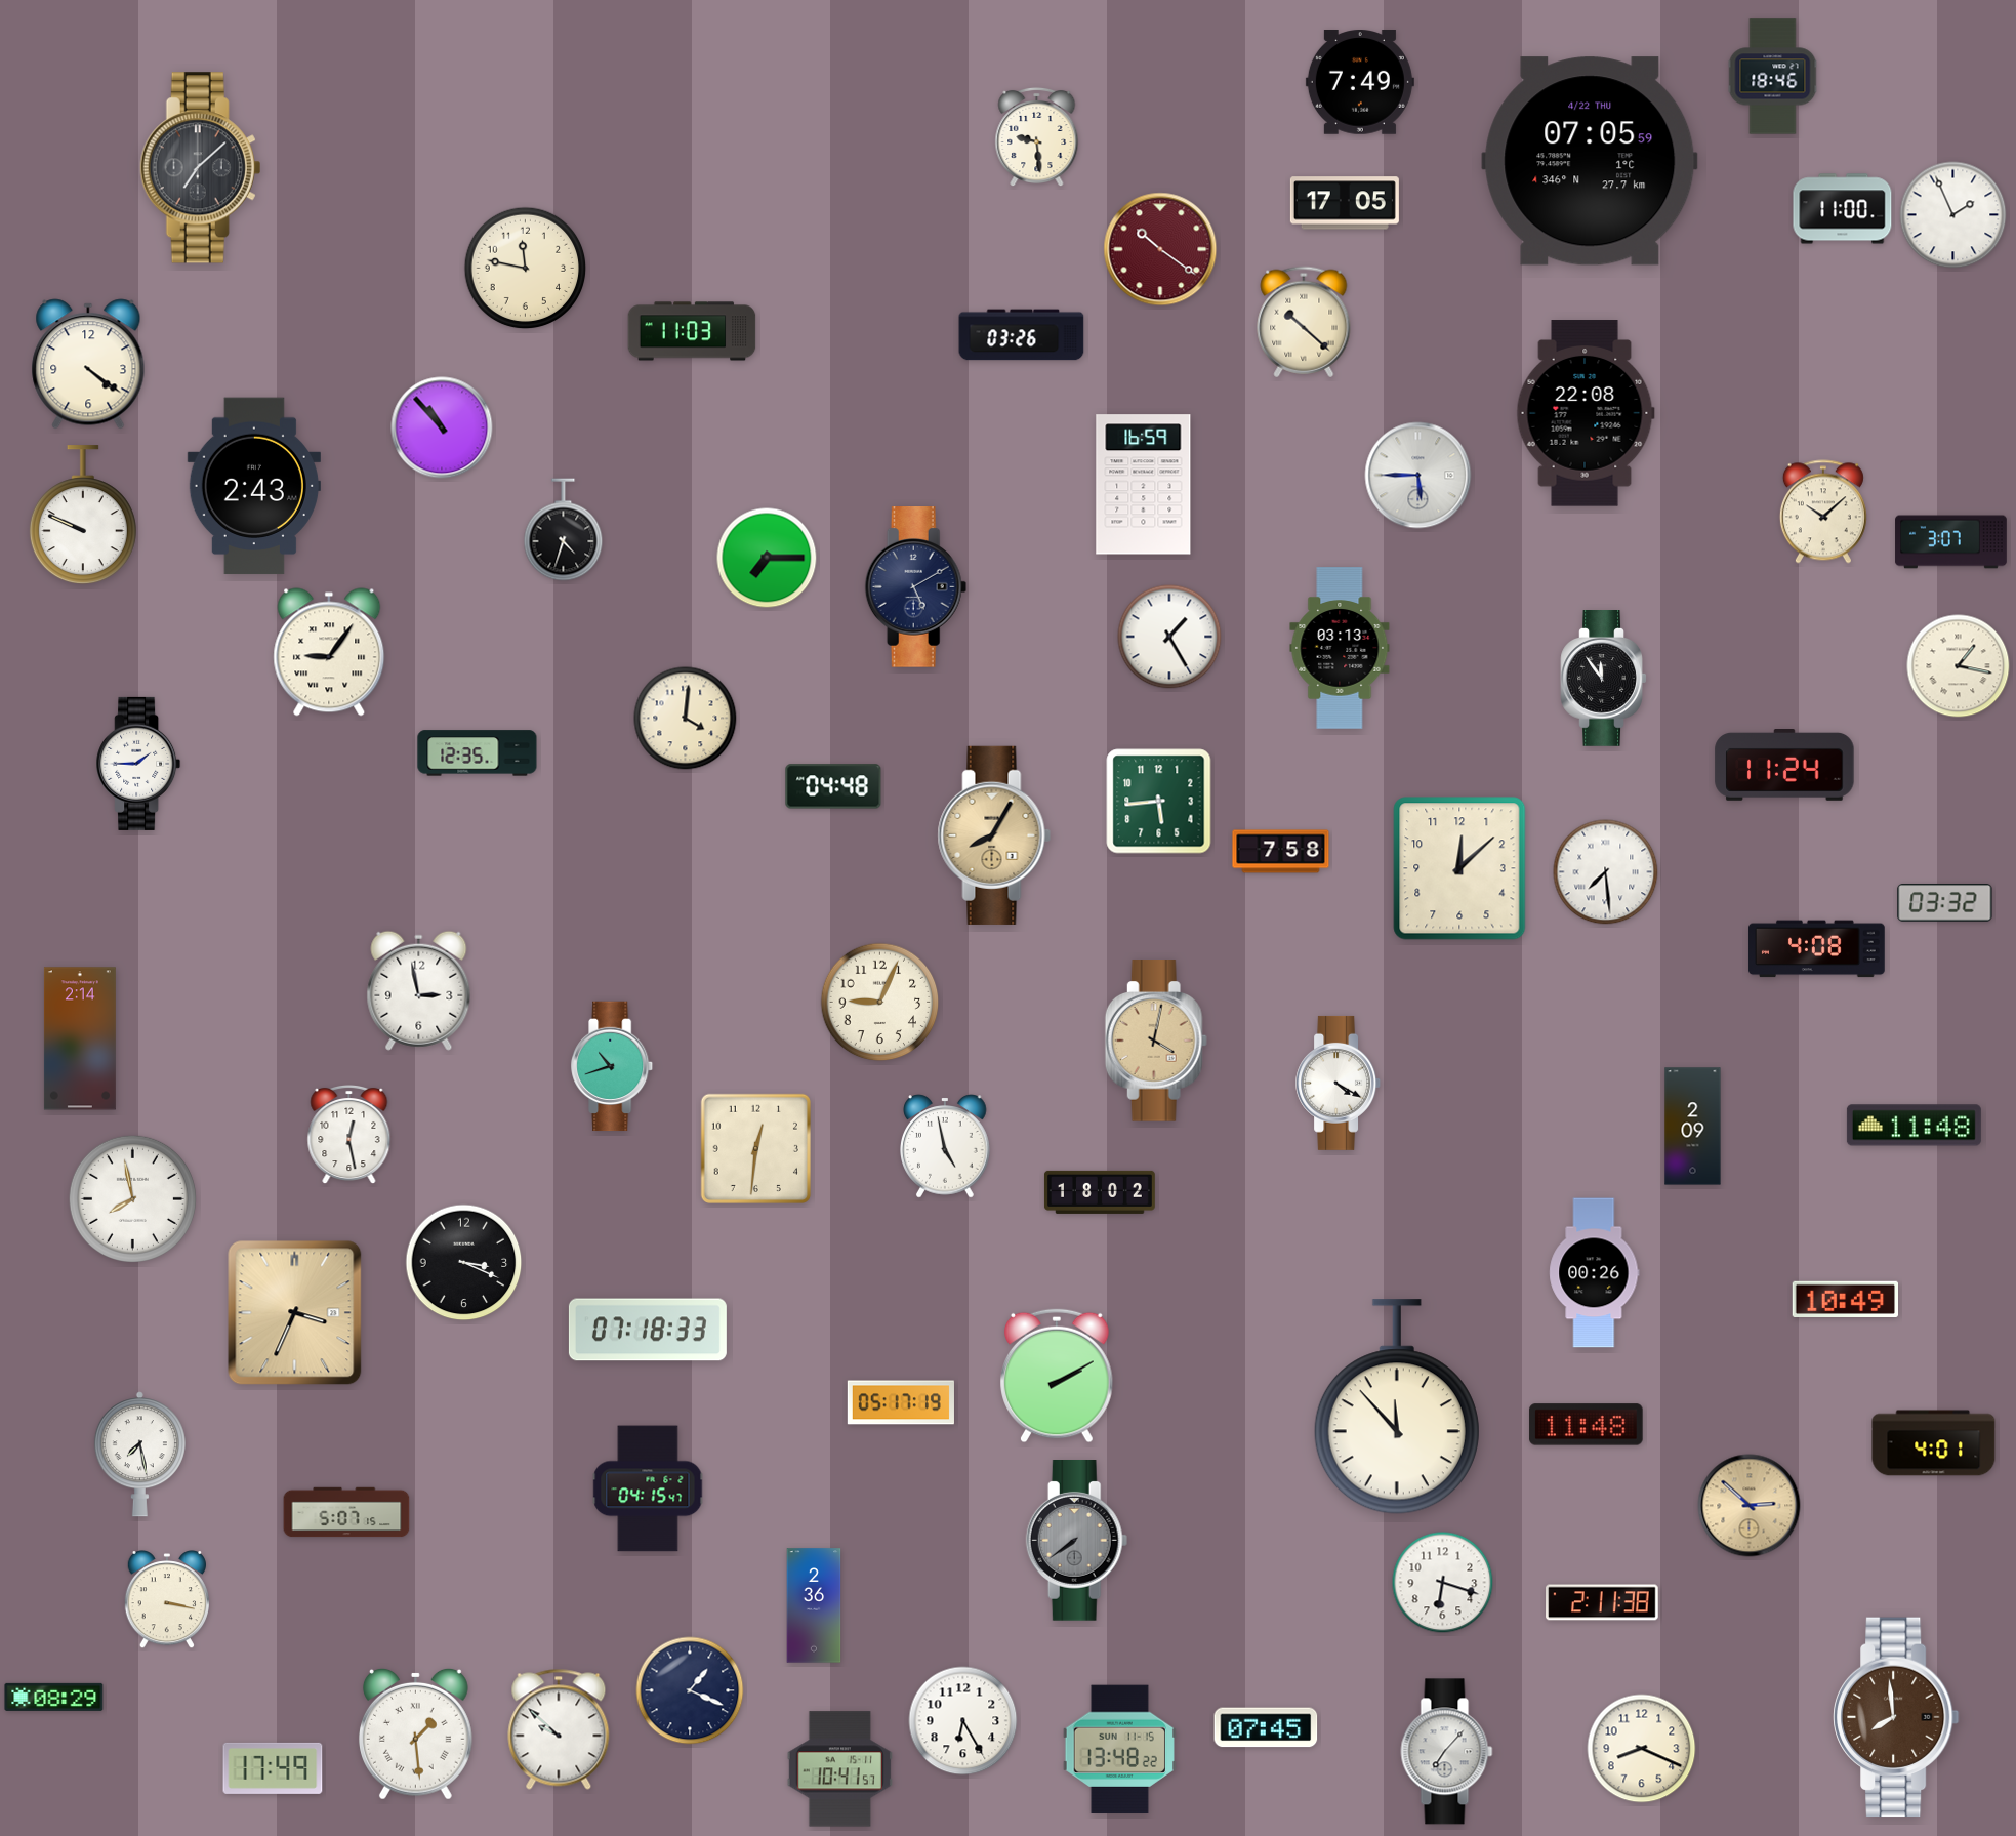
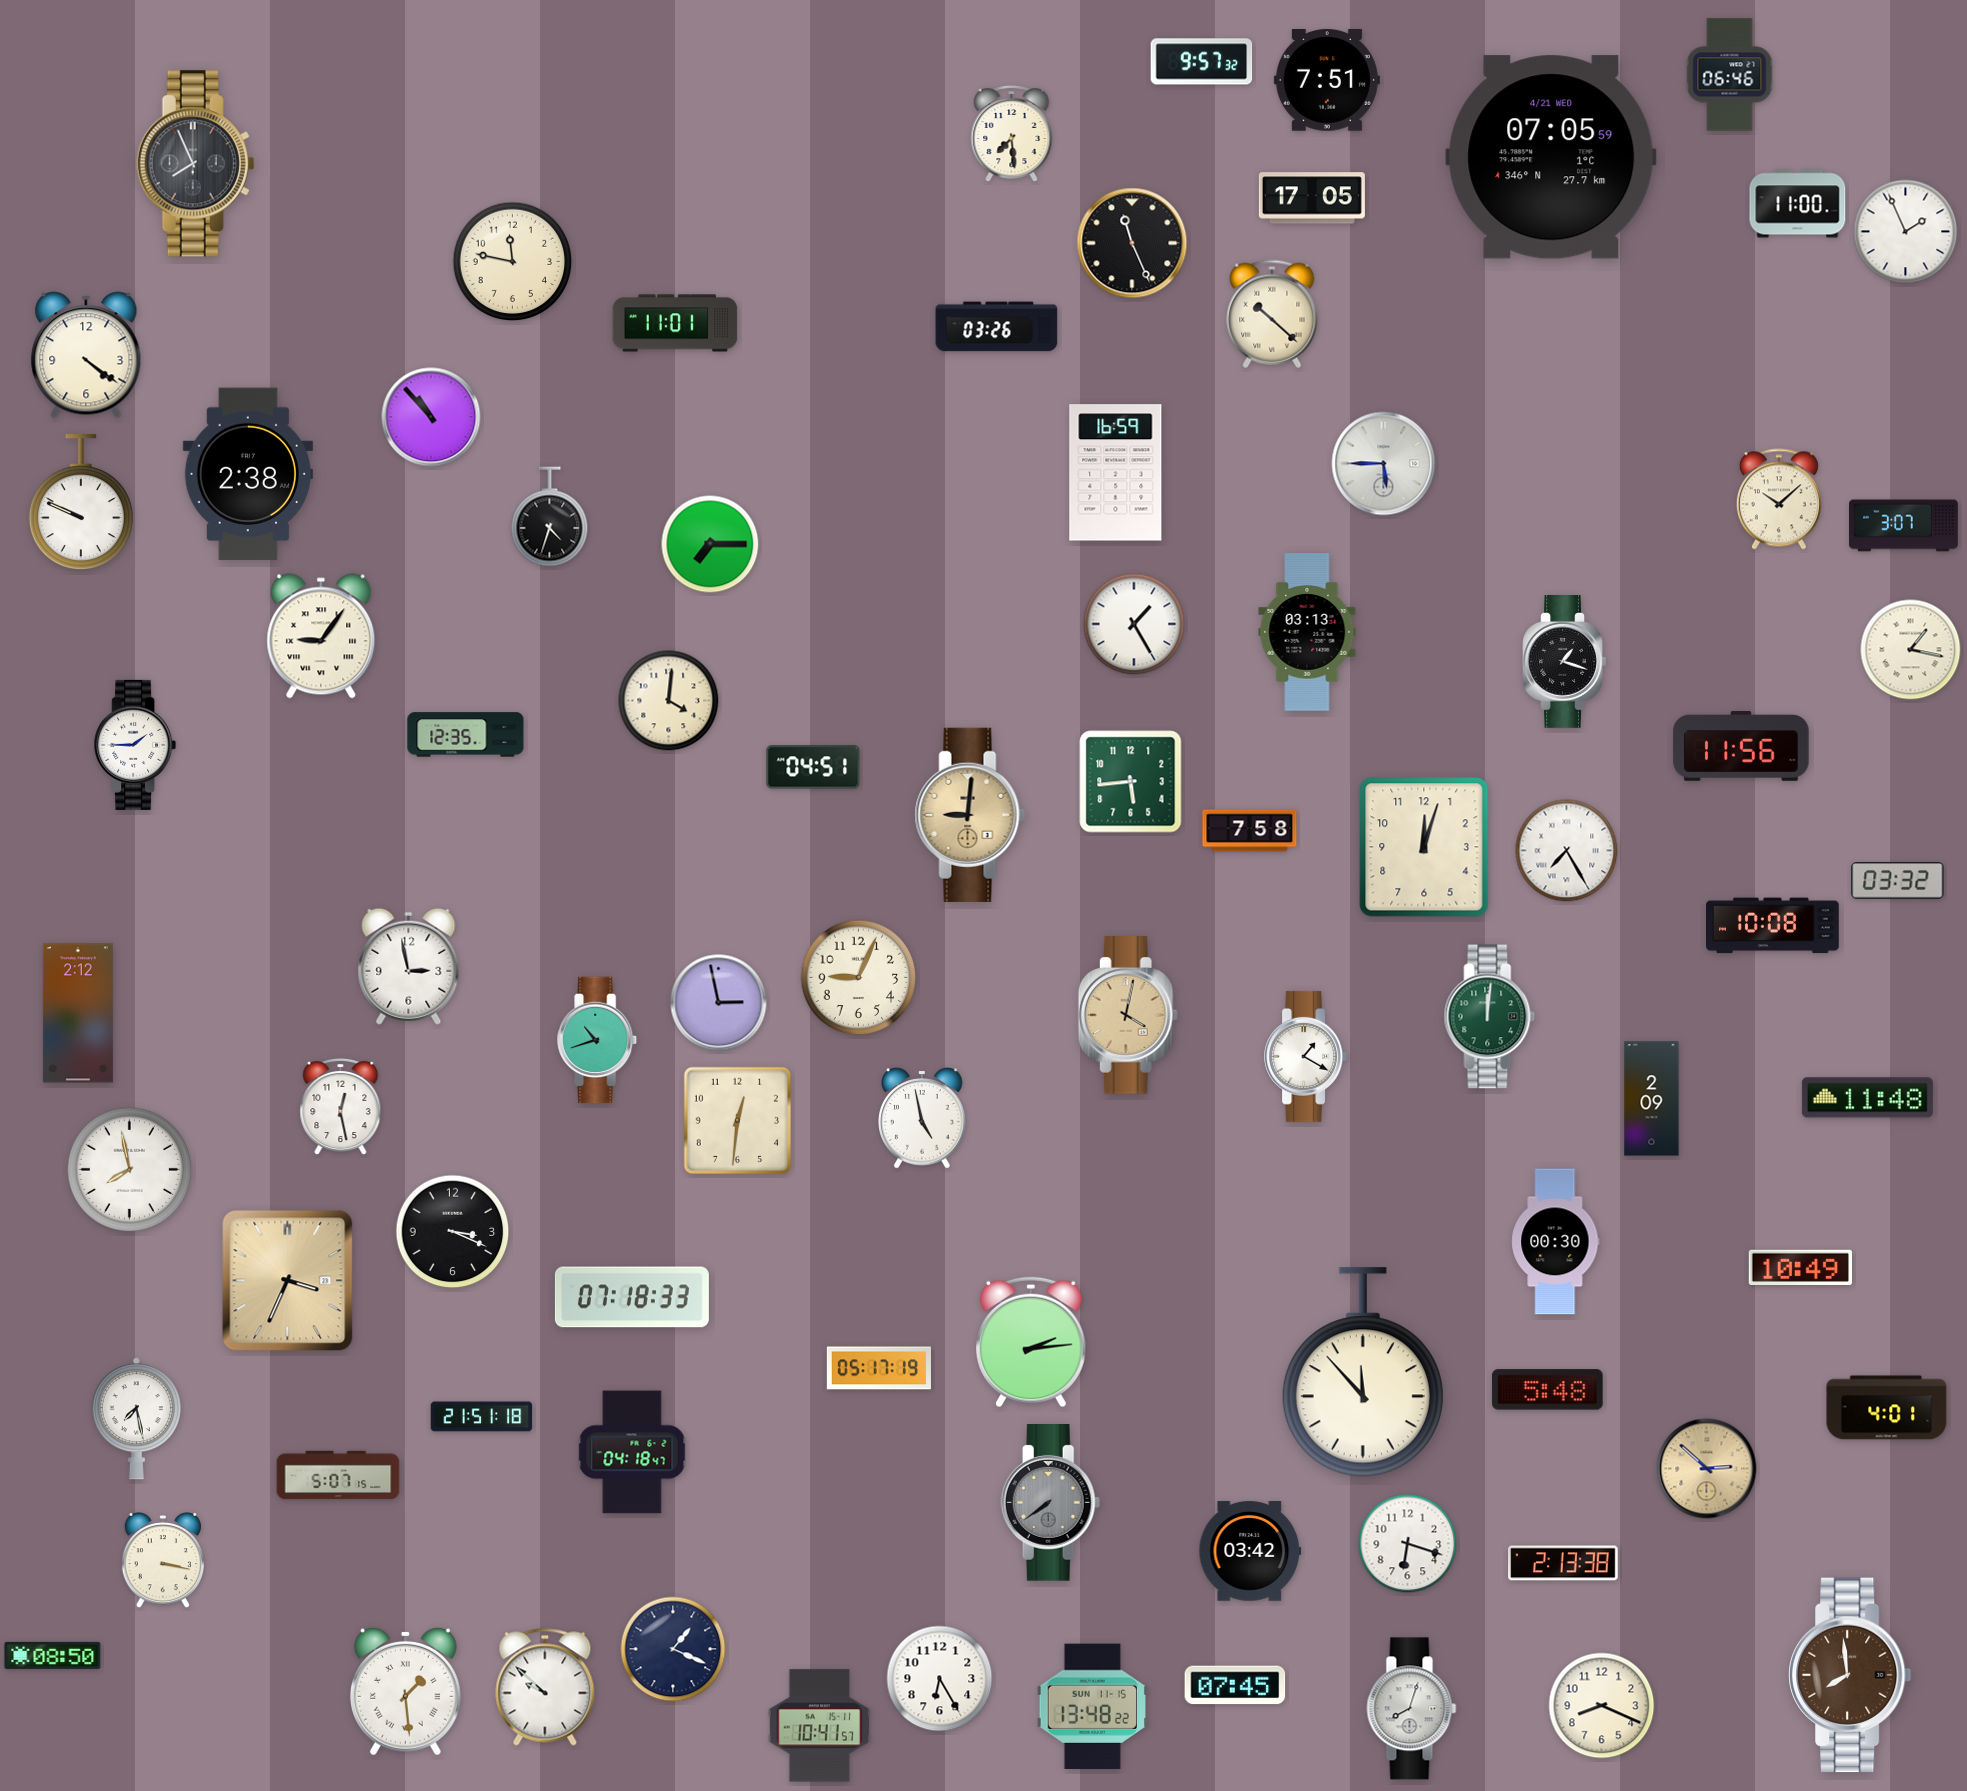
clock at (1202, 62): none -> 9:57
clock at (1773, 77): 18:46 -> 06:46
clock at (1360, 83): 7:49 -> 7:51
clock at (1037, 137): 9:29 -> 7:29
clock at (1590, 161) date: 4/22 THU -> 4/21 WED
clock at (201, 168): 7:08 -> 7:56
clock at (1953, 215) position: (1953, 215) -> (1906, 232)
clock at (1160, 249): 10:21 -> 11:26
clock at (1160, 249) dial: burgundy -> black
clock at (692, 331): 11:03 -> 11:01
clock at (1586, 413): 22:08 -> none
clock at (254, 486): 2:43 -> 2:38
clock at (1951, 542) position: (1951, 542) -> (1904, 526)
clock at (767, 558) position: (767, 558) -> (710, 544)
clock at (916, 587): 5:10 -> none
clock at (1169, 637) position: (1169, 637) -> (1134, 624)
clock at (1604, 679): 11:54 -> 1:18
clock at (1784, 766): 11:24 -> 11:56
clock at (833, 786): 04:48 -> 04:51
clock at (994, 835): 8:05 -> 9:01
clock at (1459, 868): 12:08 -> 12:03
clock at (1606, 872): 7:29 -> 7:25
clock at (1817, 949): 4:08 -> 10:08
clock at (719, 1003): none -> 2:58
clock at (80, 1038): 2:14 -> 2:12
clock at (1490, 1017): none -> 12:01
clock at (1339, 1083): 4:20 -> 1:20
clock at (1100, 1192): 18:02 -> none
clock at (1595, 1273): 00:26 -> 00:30
clock at (1058, 1376): 2:10 -> 2:14
clock at (1587, 1425): 11:48 -> 5:48
clock at (482, 1417): none -> 21:51
clock at (648, 1488): 04:15 -> 04:18
clock at (1250, 1551): none -> 03:42
clock at (1602, 1602): 2:11 -> 2:13
clock at (814, 1605): 2:36 -> none
clock at (54, 1697): 08:29 -> 08:50
clock at (1447, 1752): 7:07 -> 8:03
clock at (273, 1768): 17:49 -> none
